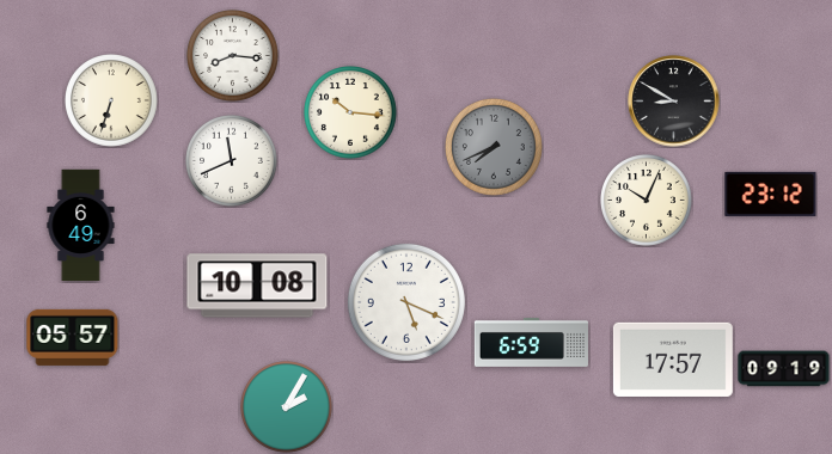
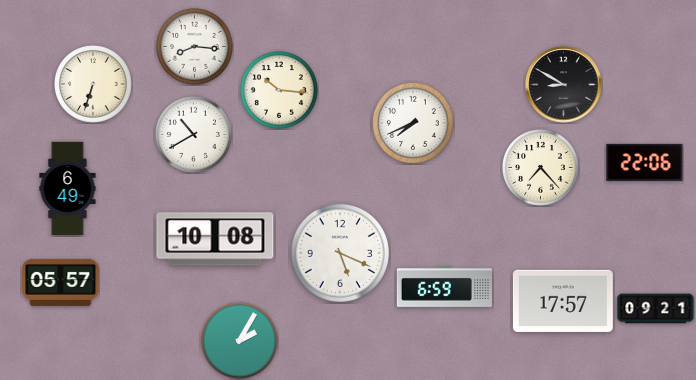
clock at (351, 113) position: (351, 113) -> (280, 91)
clock at (494, 147) dial: grey -> white
clock at (232, 161): 11:41 -> 10:40
clock at (771, 194): 23:12 -> 22:06
clock at (647, 201): 10:04 -> 7:23
clock at (784, 369): 09:19 -> 09:21
